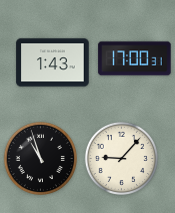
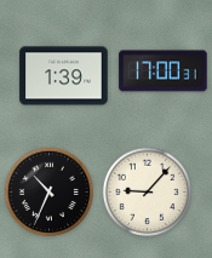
clock at (53, 63): 1:43 -> 1:39
clock at (40, 158): 10:57 -> 10:34
